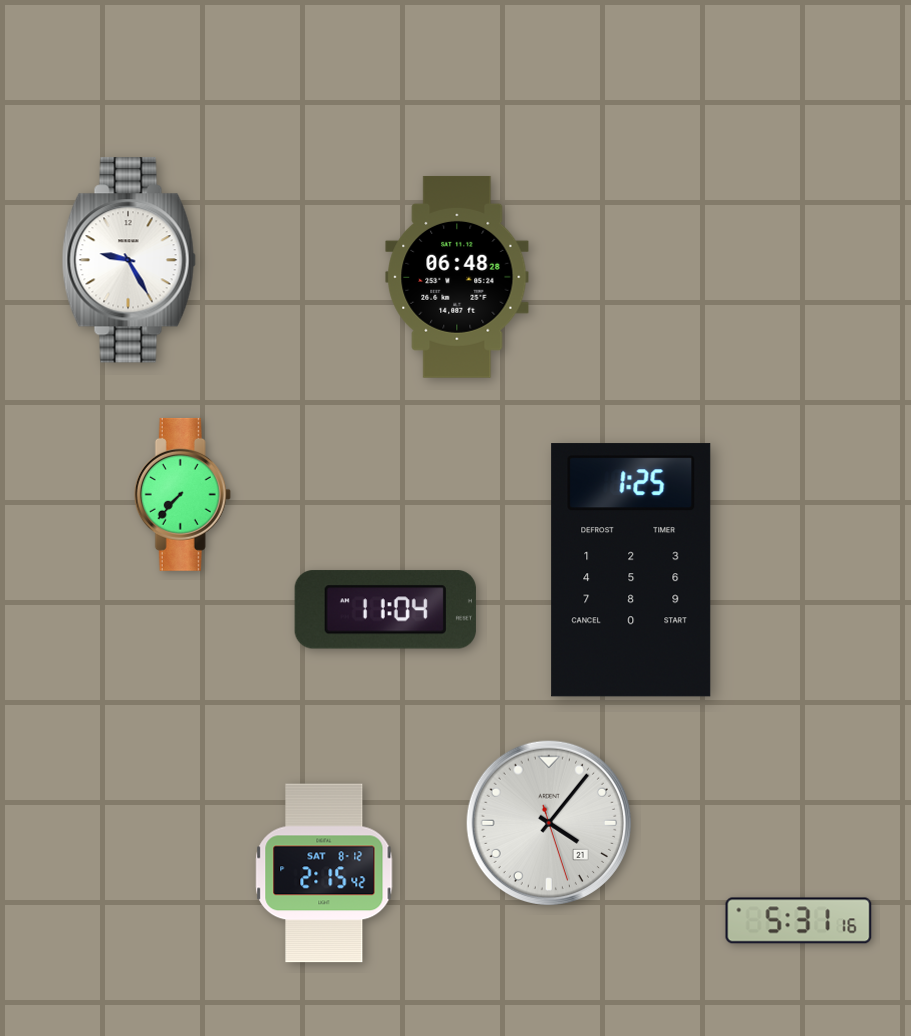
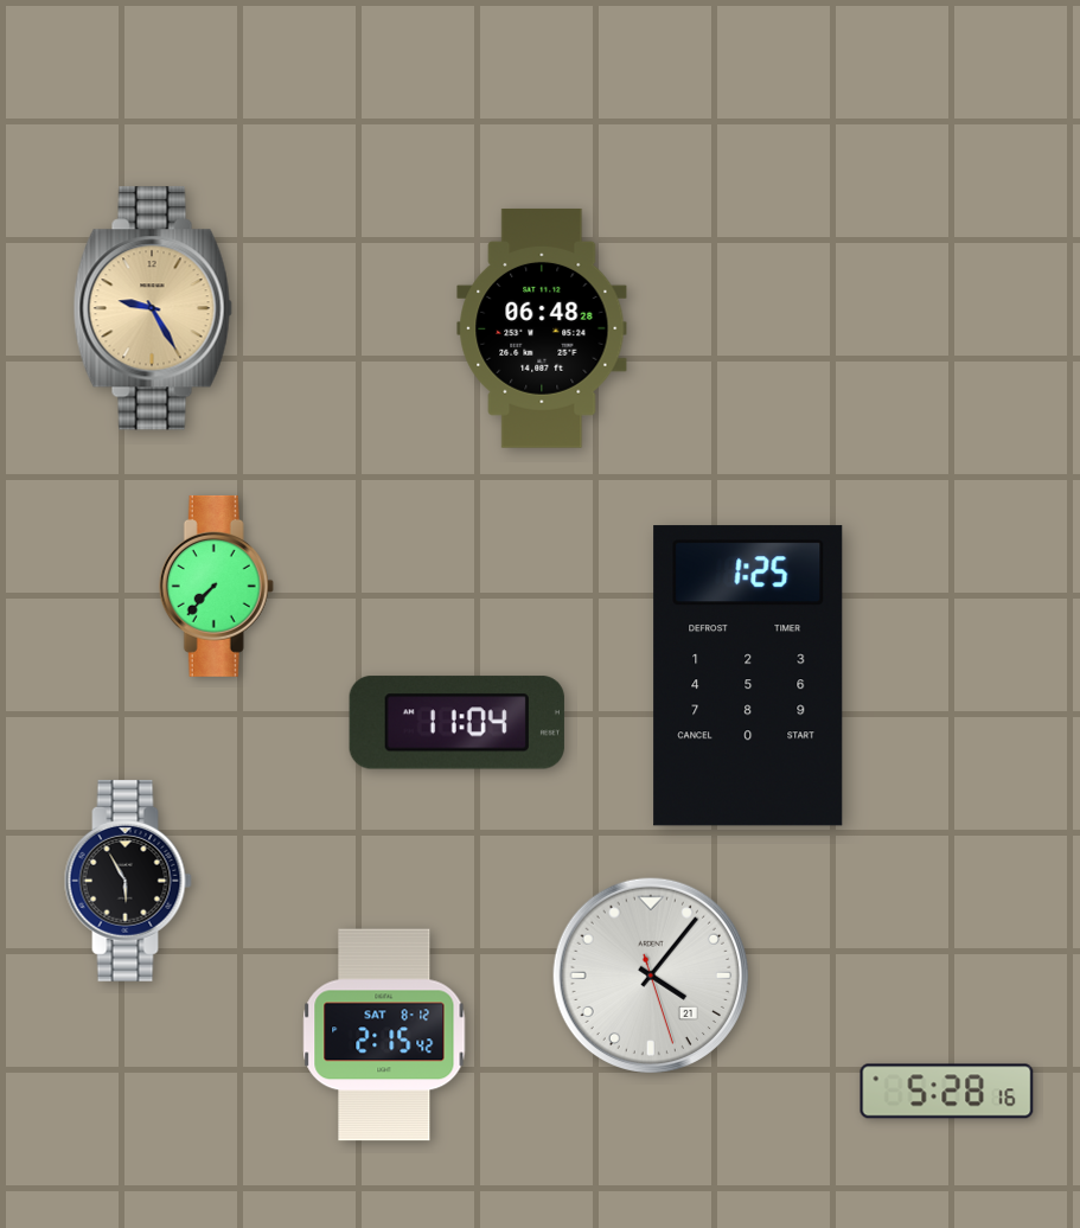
clock at (129, 260) dial: white -> champagne
clock at (128, 881): none -> 5:55
clock at (799, 921): 5:31 -> 5:28
